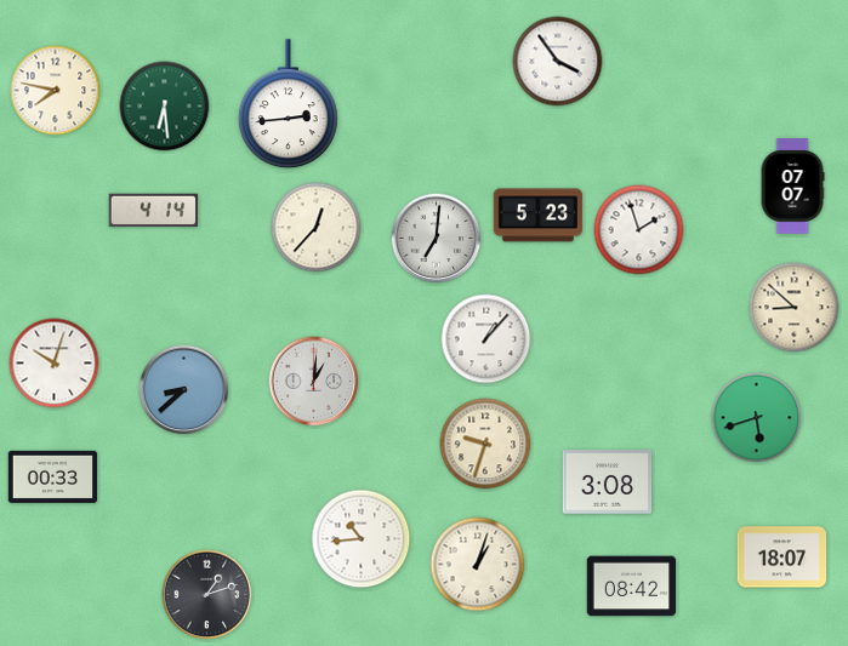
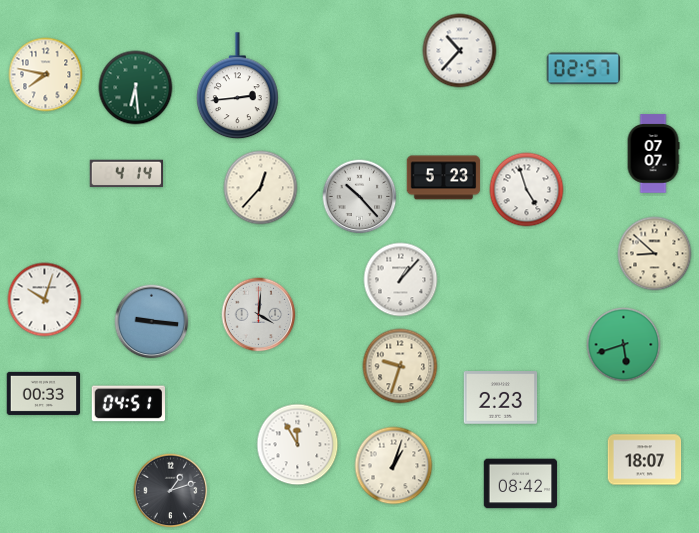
clock at (558, 62): 3:54 -> 10:37
clock at (583, 69): none -> 02:57
clock at (639, 230): 1:57 -> 4:57
clock at (437, 239): 7:01 -> 10:23
clock at (314, 382): 1:01 -> 4:01
clock at (184, 390): 8:38 -> 9:16
clock at (608, 482): 3:08 -> 2:23
clock at (129, 404): none -> 04:51
clock at (362, 539): 10:44 -> 11:55
